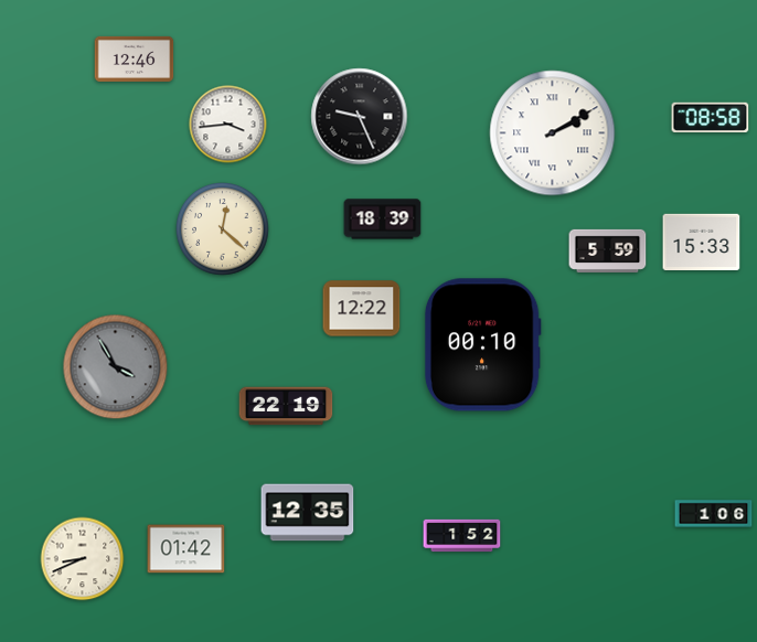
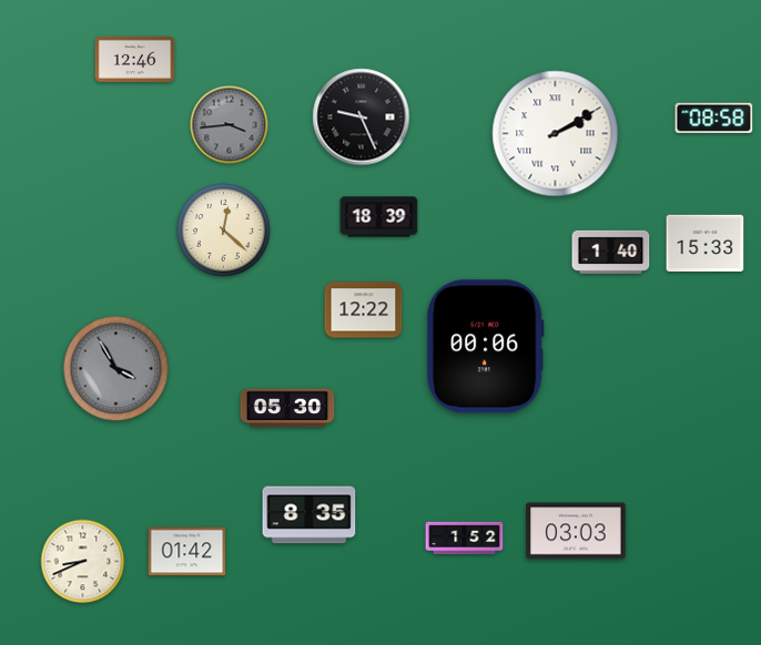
clock at (228, 125) dial: white -> grey
clock at (383, 220) position: (383, 220) -> (379, 217)
clock at (608, 250): 5:59 -> 1:40
clock at (482, 345): 00:10 -> 00:06
clock at (286, 406): 22:19 -> 05:30
clock at (308, 513): 12:35 -> 8:35
clock at (714, 514): 1:06 -> none
clock at (576, 531): none -> 03:03
